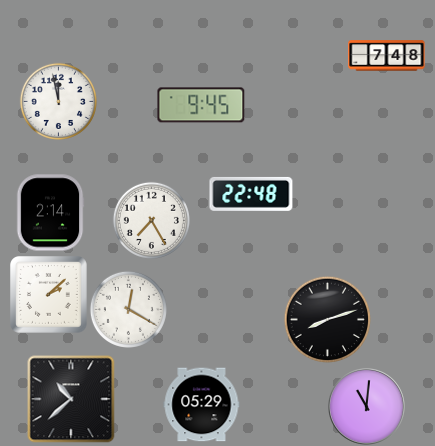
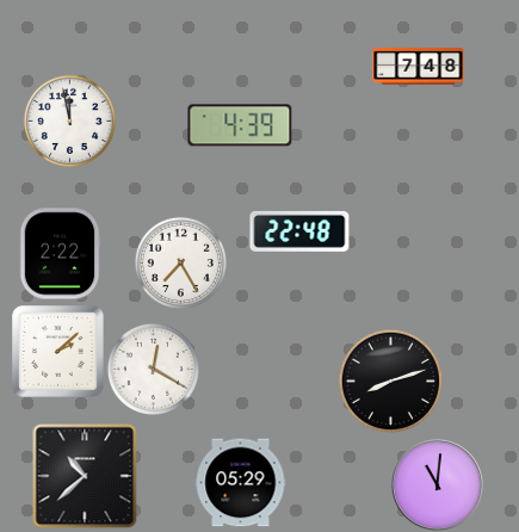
clock at (387, 56) position: (387, 56) -> (419, 67)
clock at (201, 105): 9:45 -> 4:39
clock at (50, 213): 2:14 -> 2:22
